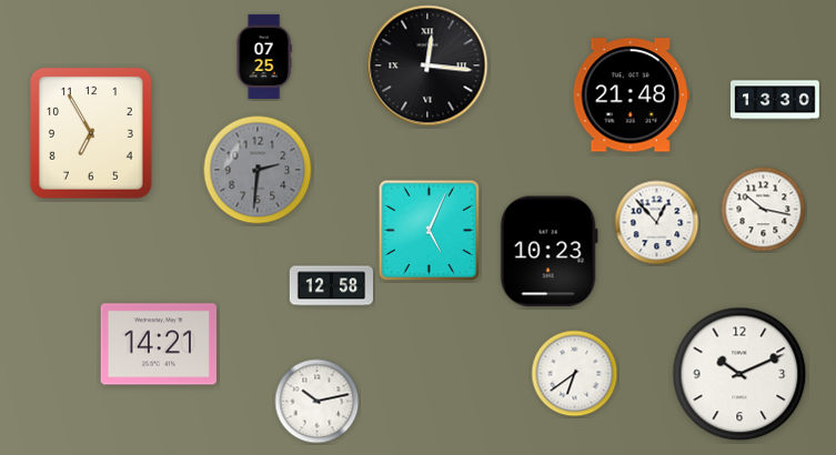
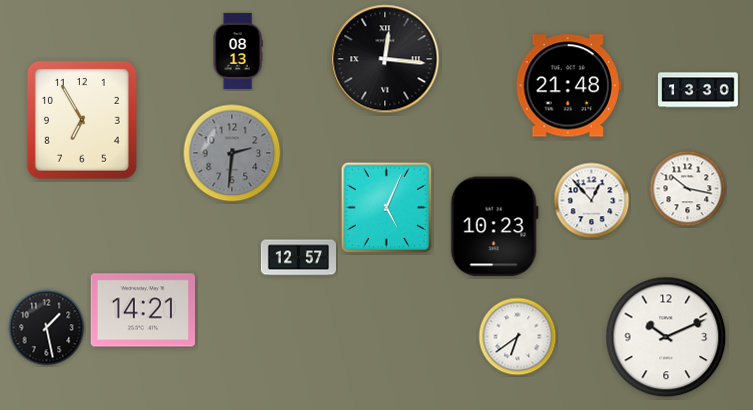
clock at (264, 57): 07:25 -> 08:13
clock at (331, 286): 12:58 -> 12:57
clock at (47, 328): none -> 1:28
clock at (318, 402): 10:13 -> none
